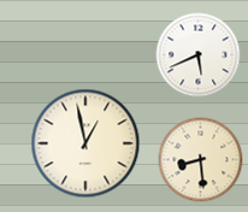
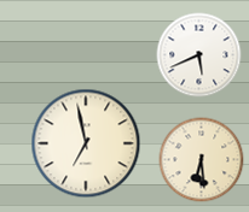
clock at (85, 143): 12:58 -> 6:58
clock at (201, 160): 8:29 -> 6:29
